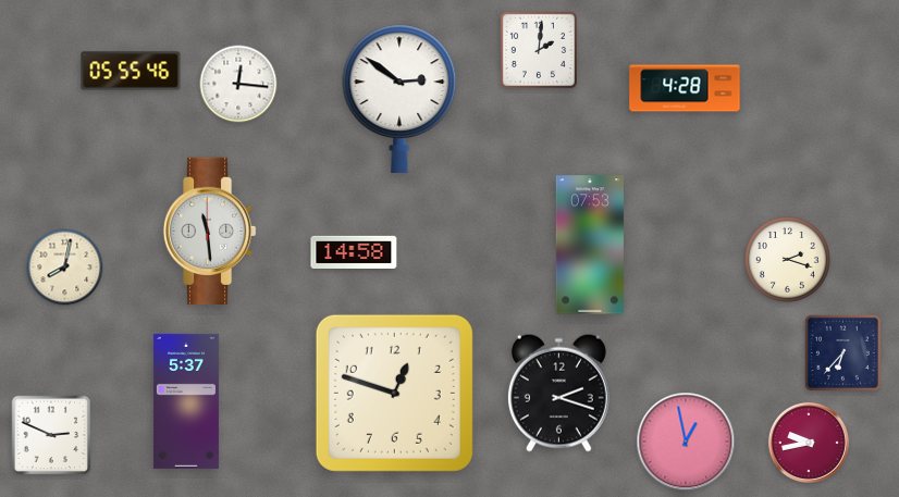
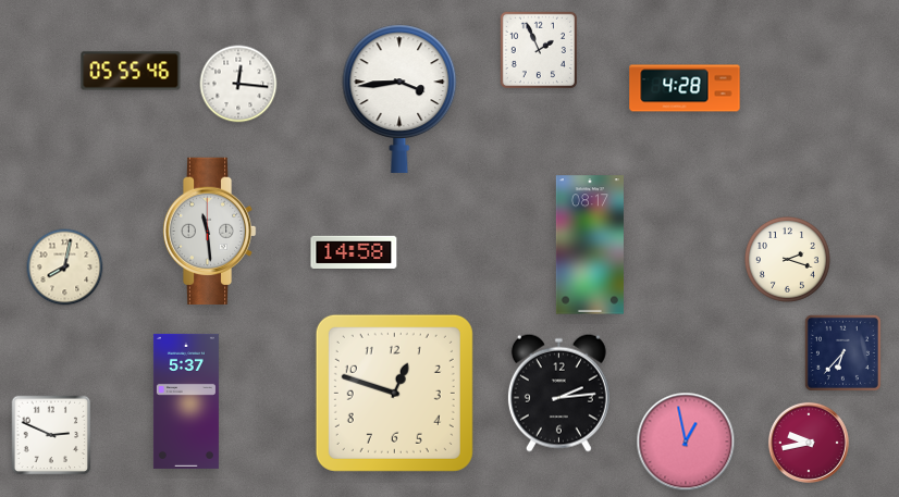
clock at (539, 50): 2:01 -> 1:56
clock at (399, 99): 2:51 -> 3:44
clock at (590, 245): 07:53 -> 08:17
clock at (558, 393): 2:18 -> 2:14
